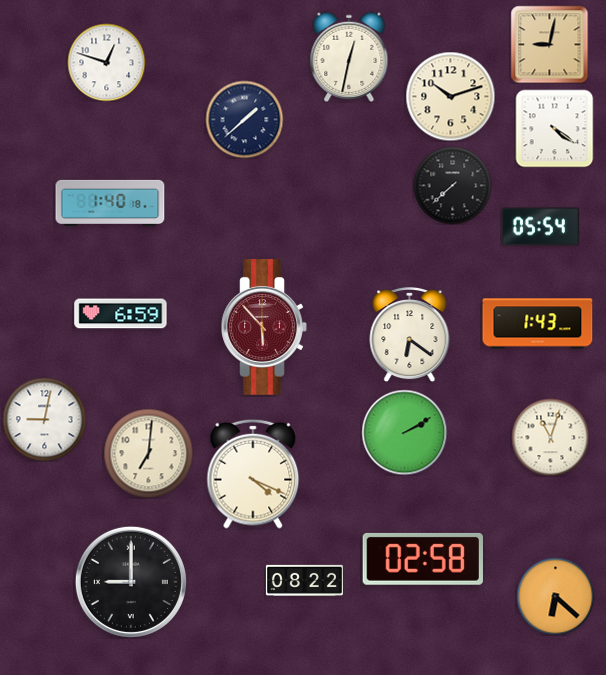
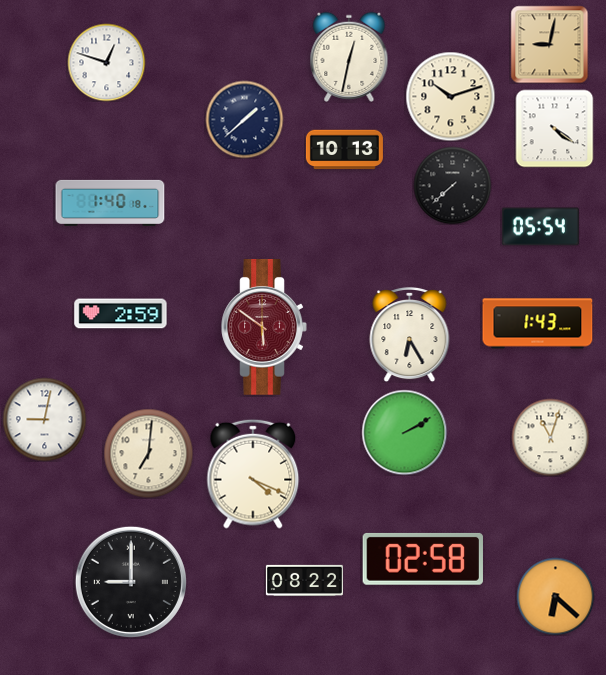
clock at (344, 150): none -> 10:13
clock at (121, 314): 6:59 -> 2:59
clock at (264, 328): 5:53 -> 5:51
clock at (410, 334): 6:21 -> 6:25
